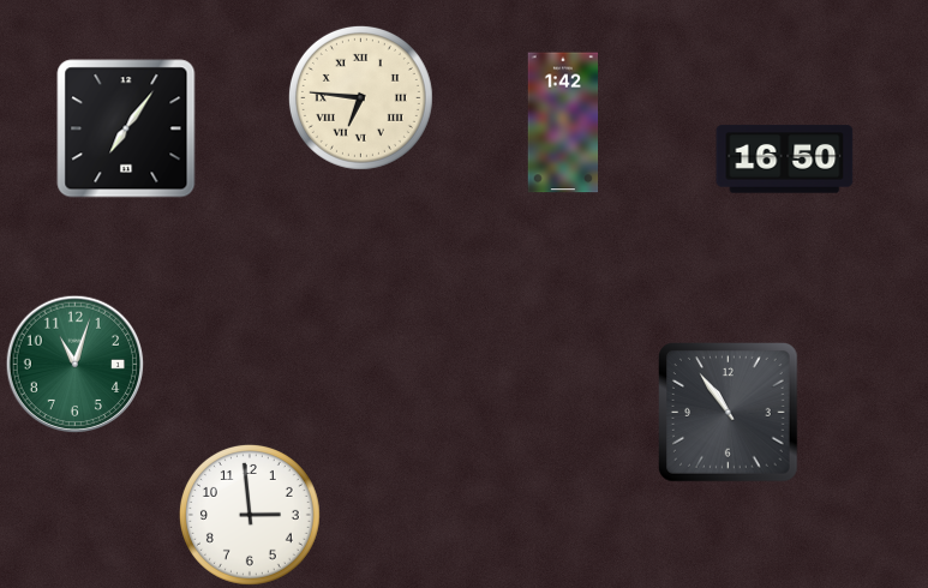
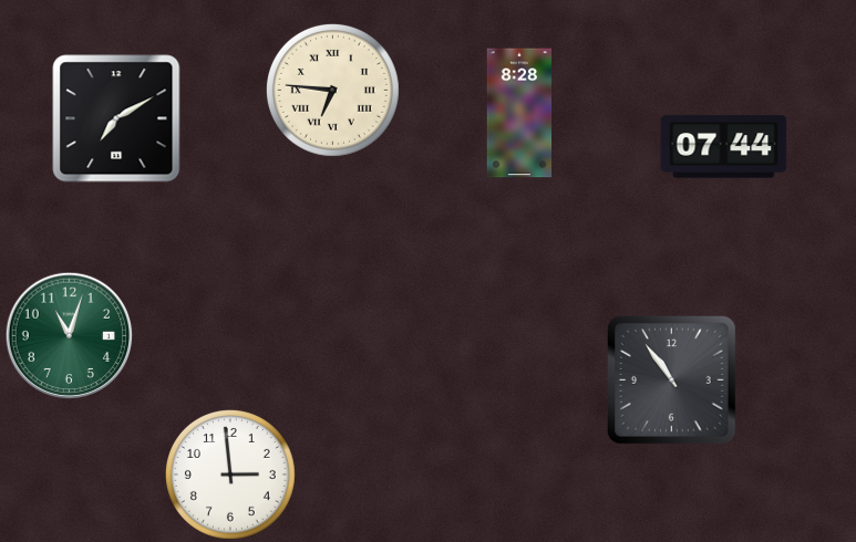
clock at (563, 122): 1:42 -> 8:28
clock at (126, 128): 7:06 -> 7:10
clock at (785, 160): 16:50 -> 07:44
